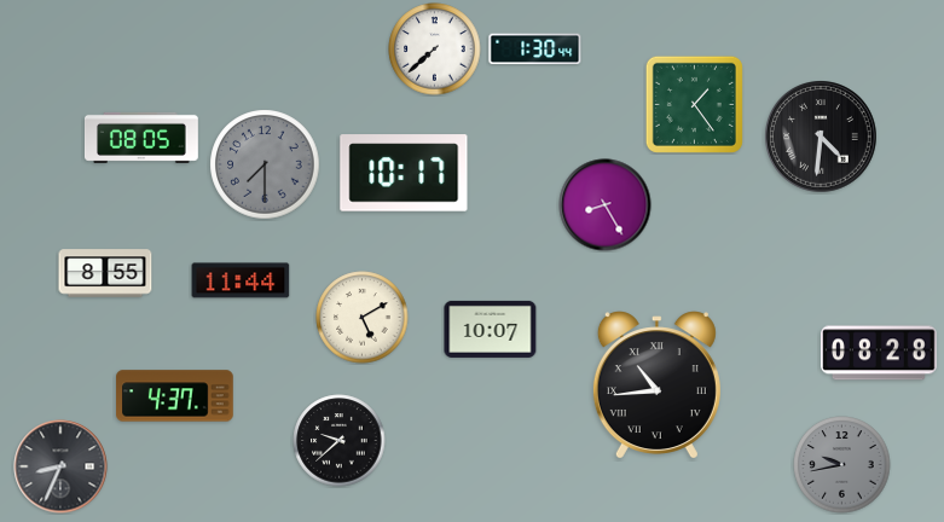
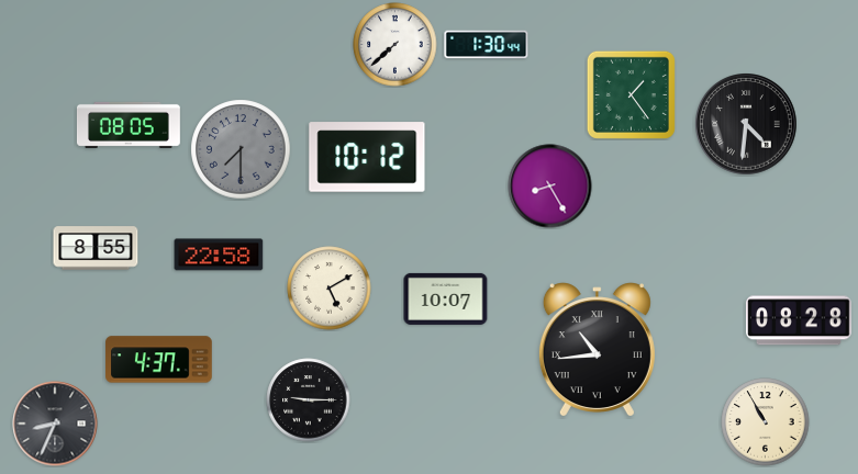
clock at (404, 173): 10:17 -> 10:12
clock at (241, 280): 11:44 -> 22:58
clock at (340, 441): 9:38 -> 9:15
clock at (842, 465): 9:43 -> 10:55
clock at (842, 465) dial: grey -> cream
